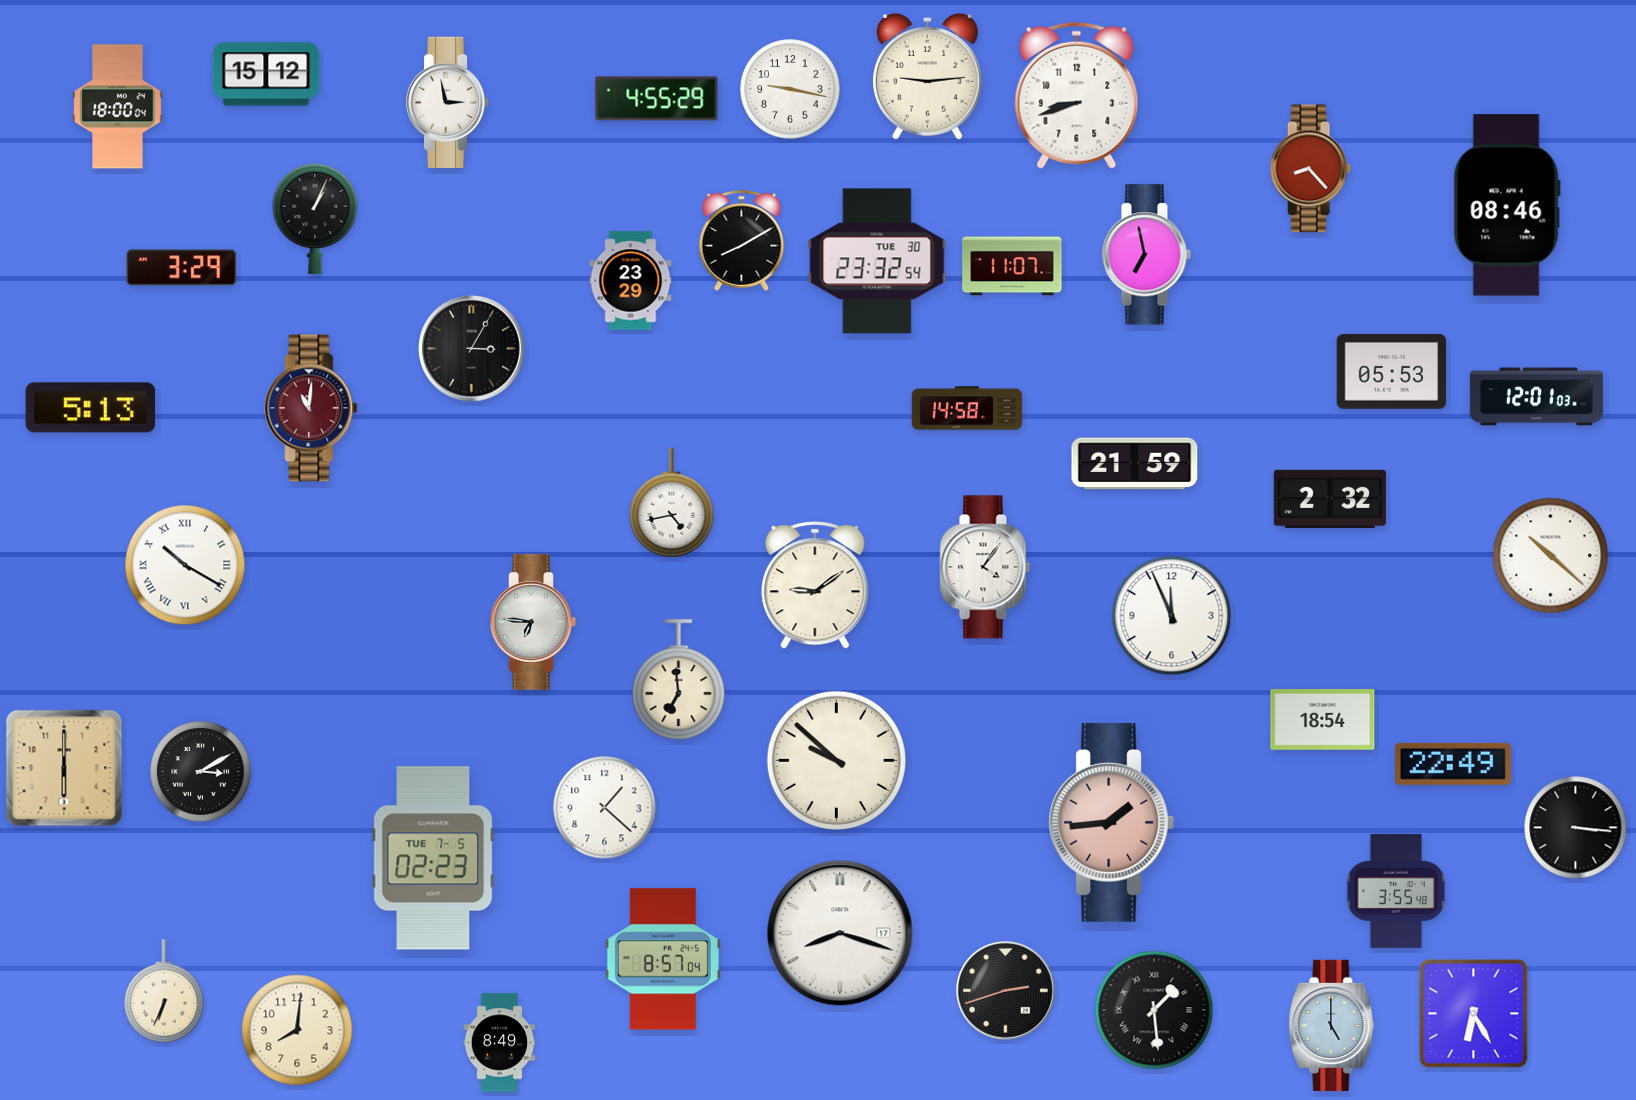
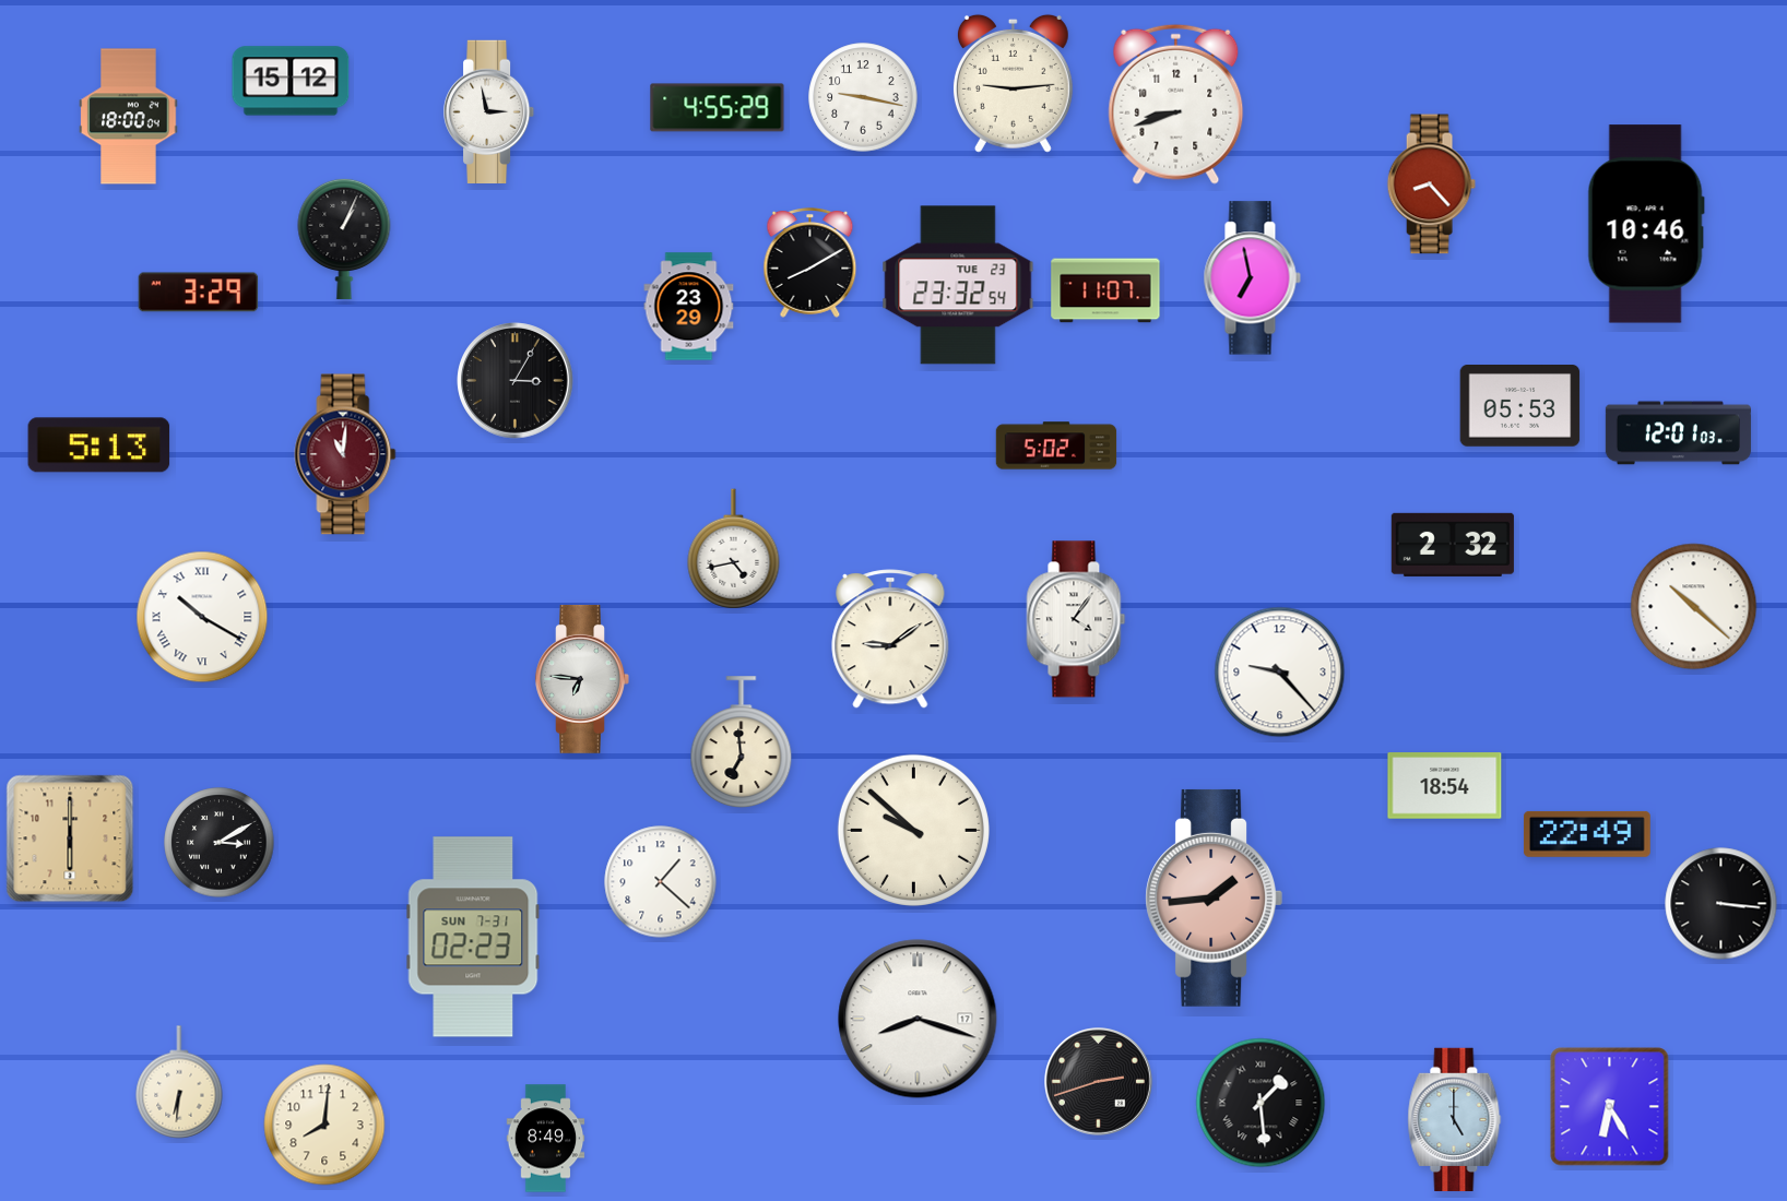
clock at (1507, 205): 08:46 -> 10:46
clock at (877, 261) date: TUE 30 -> TUE 23
clock at (311, 408) position: (311, 408) -> (345, 454)
clock at (967, 408): 14:58 -> 5:02
clock at (1135, 464): 21:59 -> none
clock at (1172, 616): 11:56 -> 9:23
clock at (433, 858) date: TUE 7-5 -> SUN 7-31
clock at (1396, 891): 3:55 -> none
clock at (663, 959): 8:57 -> none
clock at (164, 991): 6:34 -> 6:31
